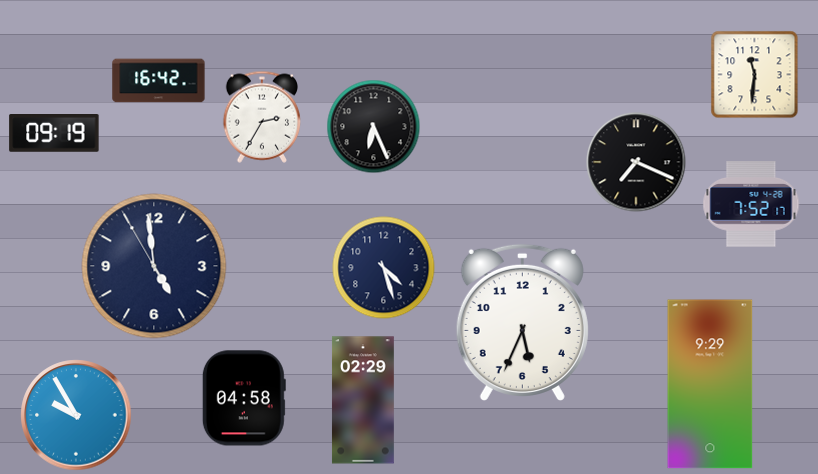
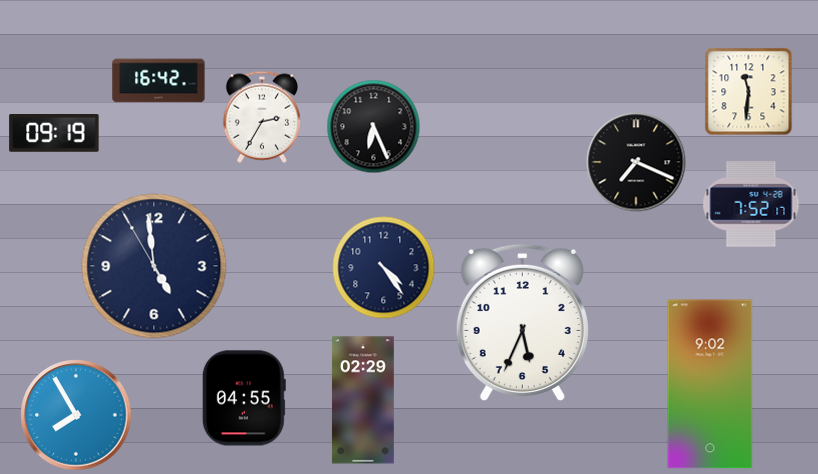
clock at (755, 75) position: (755, 75) -> (749, 92)
clock at (384, 268): 4:27 -> 4:24
clock at (710, 384): 9:29 -> 9:02
clock at (244, 398): 04:58 -> 04:55
clock at (76, 415): 9:55 -> 7:55
